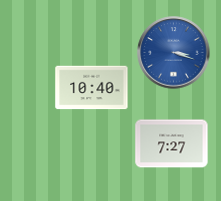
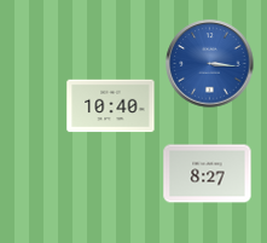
clock at (174, 53): 3:18 -> 3:16
clock at (172, 144): 7:27 -> 8:27
